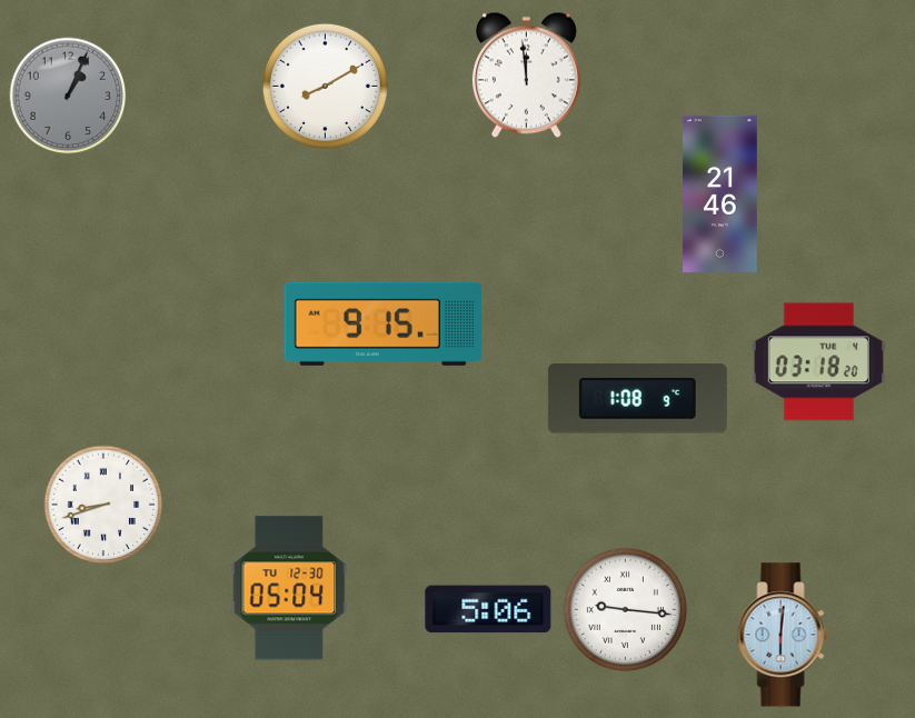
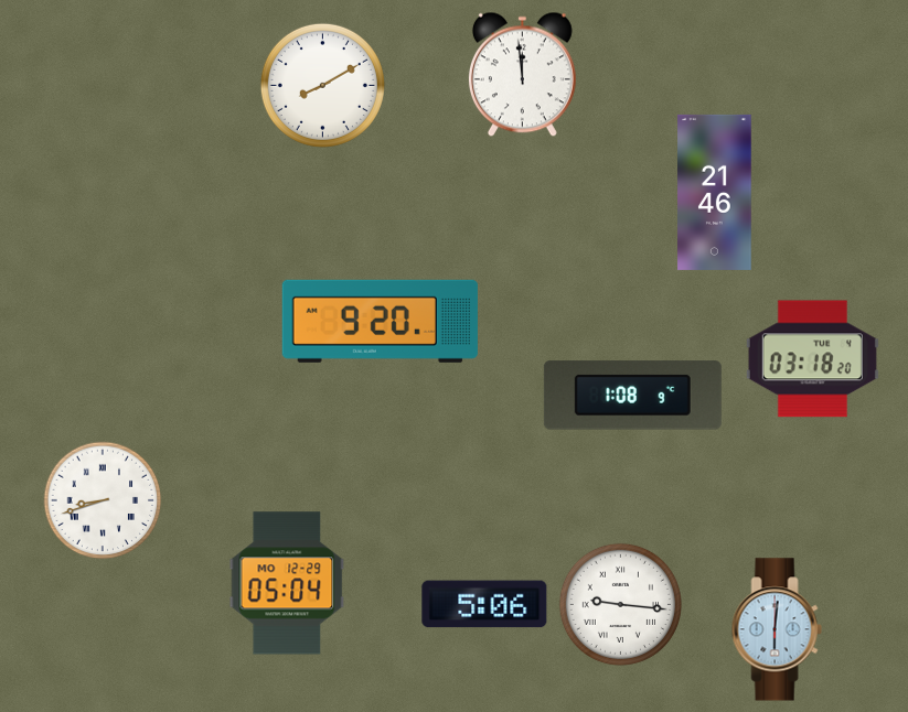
clock at (68, 96): 1:04 -> none
clock at (382, 323): 9:15 -> 9:20
clock at (289, 588) date: TU 12-30 -> MO 12-29
